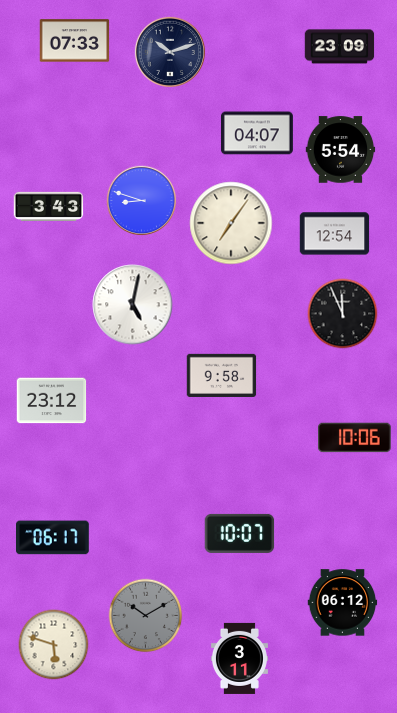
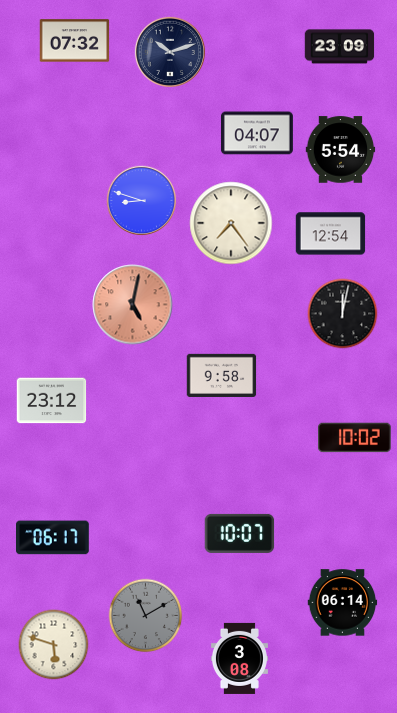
clock at (75, 41): 07:33 -> 07:32
clock at (49, 206): 3:43 -> none
clock at (231, 223): 7:06 -> 7:24
clock at (335, 234) position: (335, 234) -> (331, 234)
clock at (133, 305) dial: white -> salmon
clock at (343, 314): 11:56 -> 12:02
clock at (355, 438): 10:06 -> 10:02
clock at (343, 603): 06:12 -> 06:14
clock at (146, 616): 10:10 -> 11:10
clock at (239, 658): 3:11 -> 3:08
